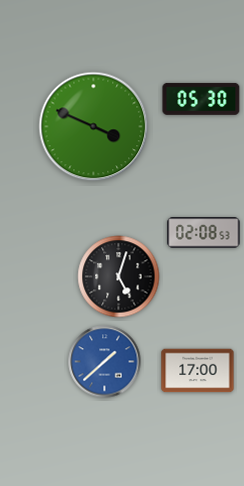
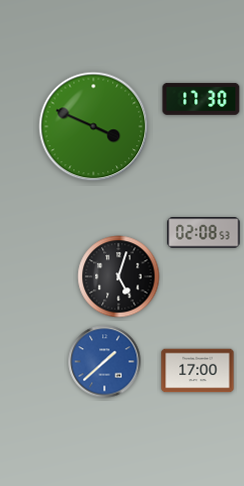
clock at (201, 99): 05:30 -> 17:30
